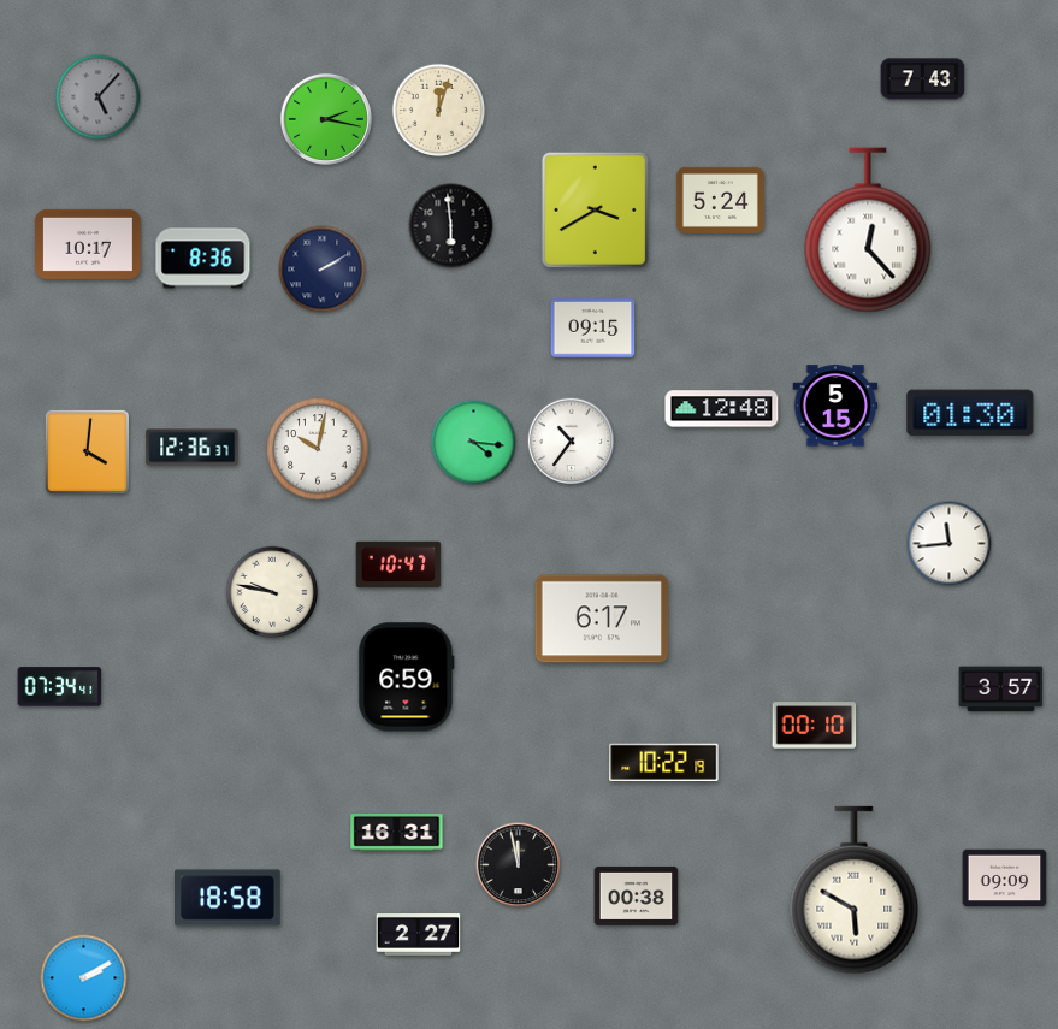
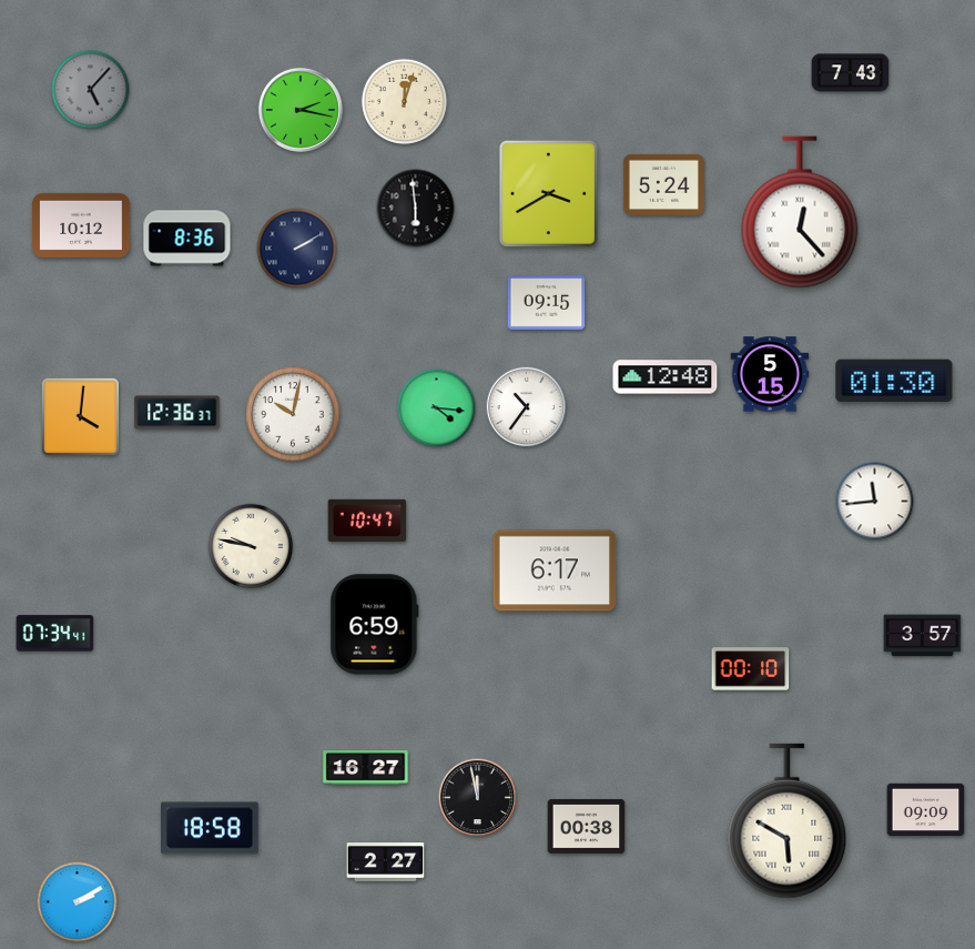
clock at (88, 244): 10:17 -> 10:12
clock at (664, 762): 10:22 -> none
clock at (397, 833): 16:31 -> 16:27
